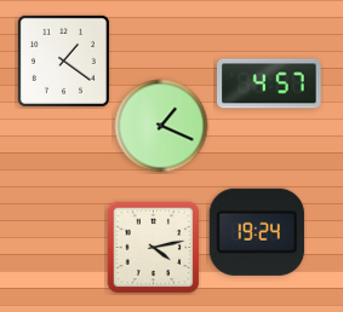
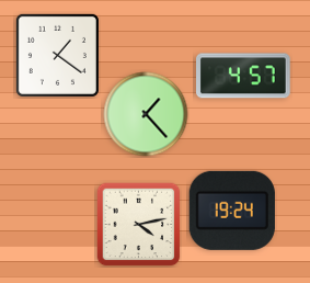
clock at (161, 126): 1:19 -> 1:23
